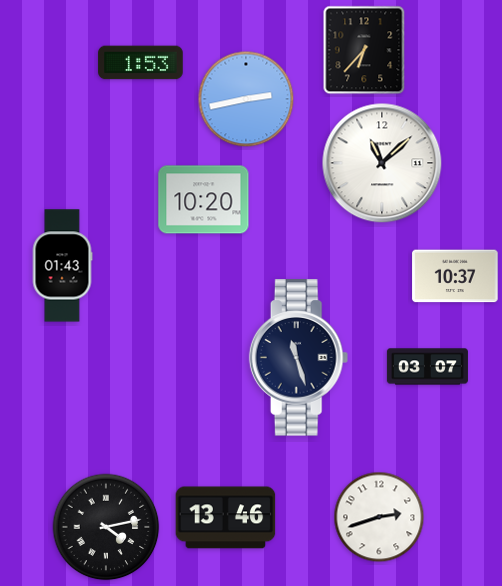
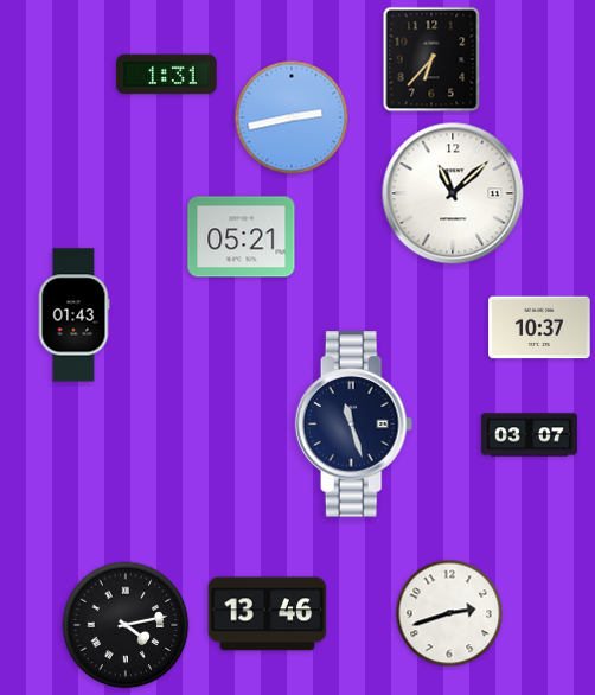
clock at (141, 63): 1:53 -> 1:31
clock at (204, 200): 10:20 -> 05:21
clock at (427, 367) position: (427, 367) -> (529, 435)
